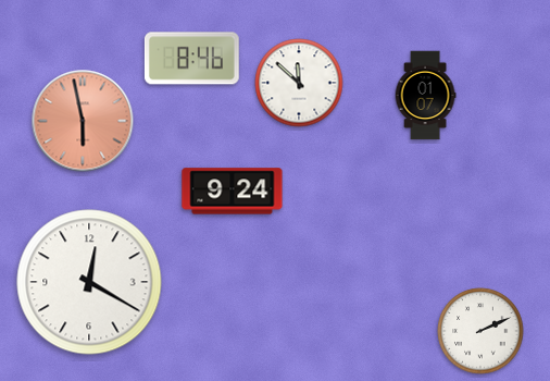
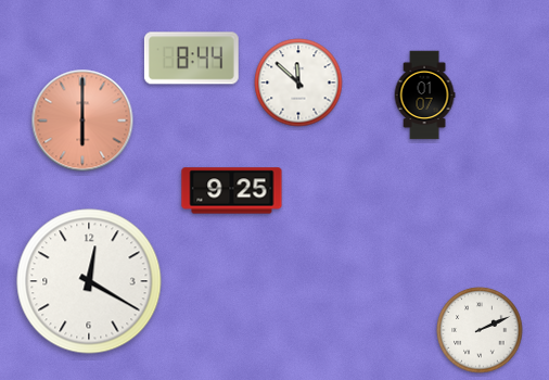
clock at (191, 59): 8:46 -> 8:44
clock at (83, 121): 5:58 -> 6:00
clock at (233, 192): 9:24 -> 9:25
